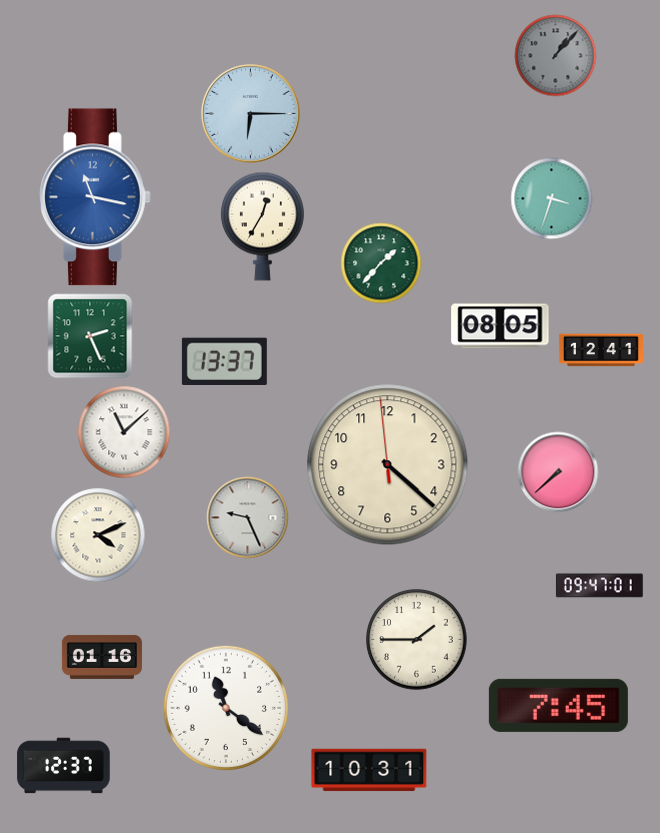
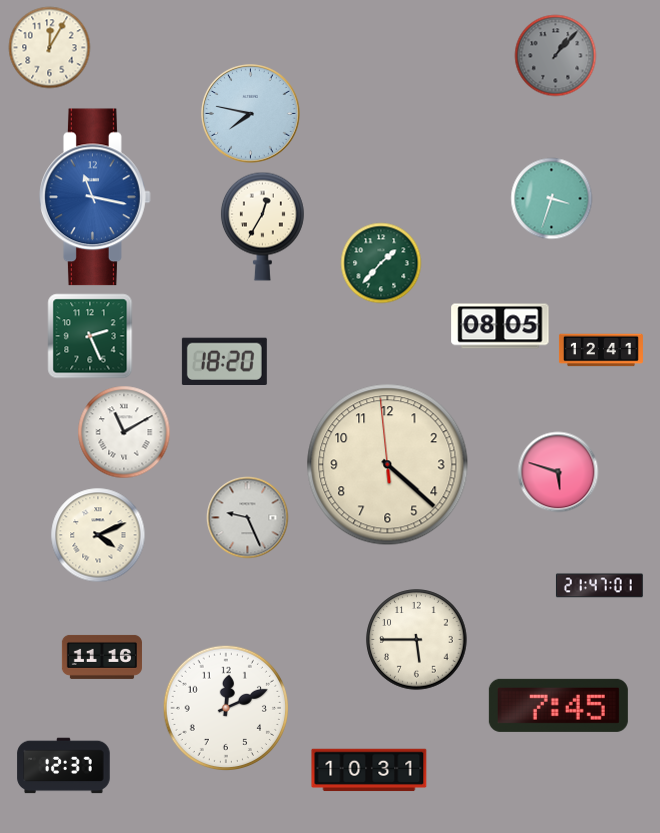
clock at (49, 47): none -> 12:05
clock at (251, 114): 6:15 -> 7:47
clock at (224, 362): 13:37 -> 18:20
clock at (124, 432): 11:08 -> 11:10
clock at (558, 472): 7:38 -> 5:48
clock at (599, 586): 09:47 -> 21:47
clock at (417, 640): 1:45 -> 5:45
clock at (102, 657): 01:16 -> 11:16
clock at (225, 707): 11:21 -> 12:11
